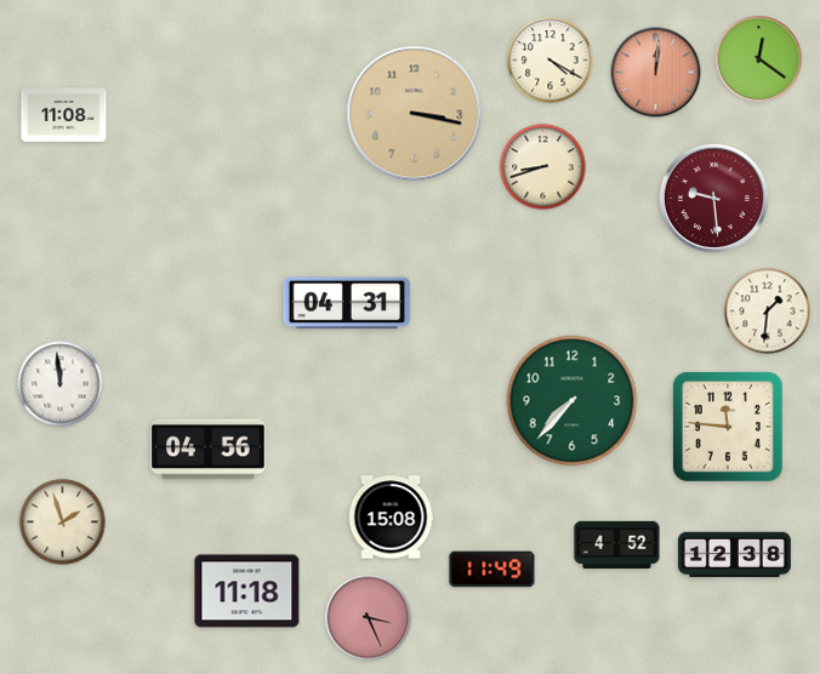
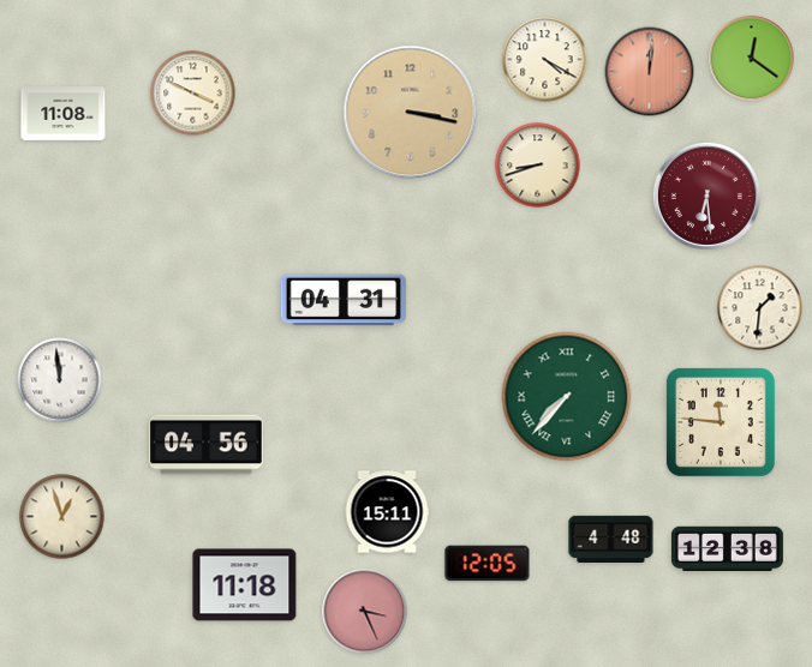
clock at (193, 94): none -> 3:49
clock at (713, 198): 9:29 -> 6:29
clock at (573, 401) numerals: Arabic -> Roman
clock at (391, 518): 15:08 -> 15:11
clock at (63, 522): 1:57 -> 12:57
clock at (617, 544): 4:52 -> 4:48
clock at (492, 570): 11:49 -> 12:05
